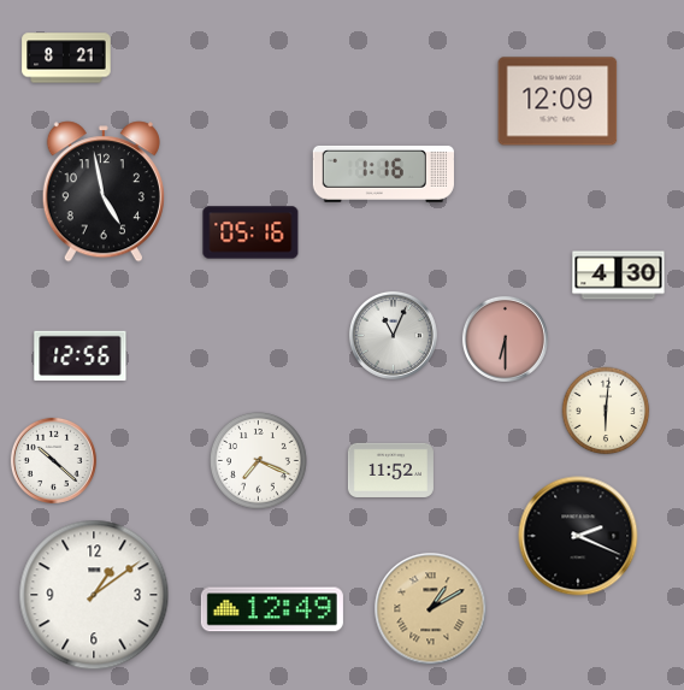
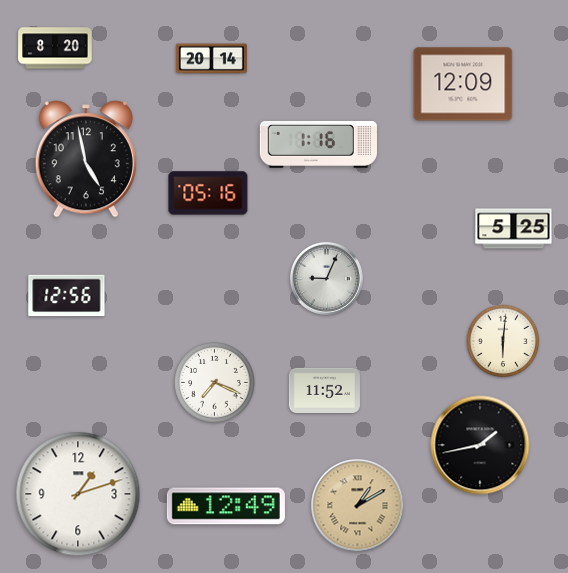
clock at (66, 58): 8:21 -> 8:20
clock at (211, 59): none -> 20:14
clock at (619, 276): 4:30 -> 5:25
clock at (393, 335): 11:04 -> 9:04
clock at (505, 338): 6:30 -> none
clock at (53, 460): 10:22 -> none
clock at (578, 536): 2:19 -> 1:43
clock at (94, 595): 1:09 -> 1:12
